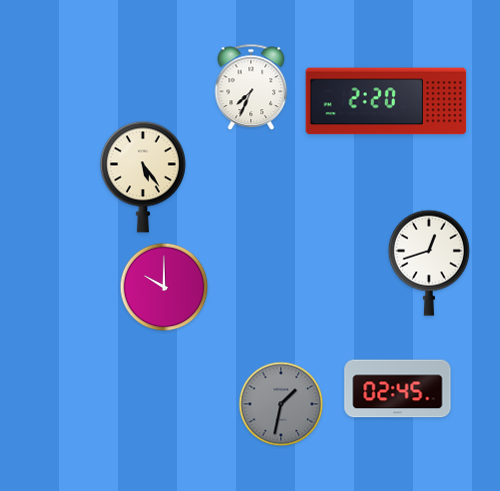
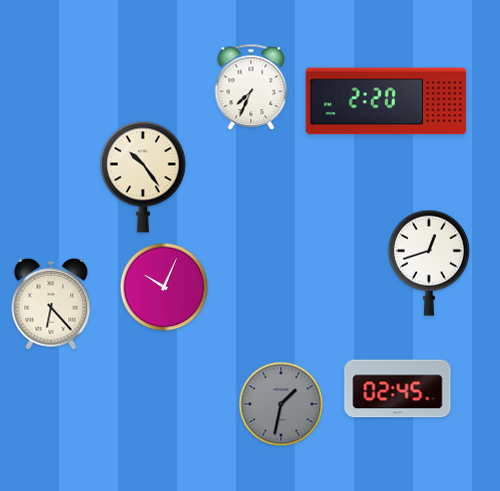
clock at (143, 177): 5:24 -> 10:24
clock at (164, 287): 10:00 -> 10:04
clock at (51, 304): none -> 6:23
